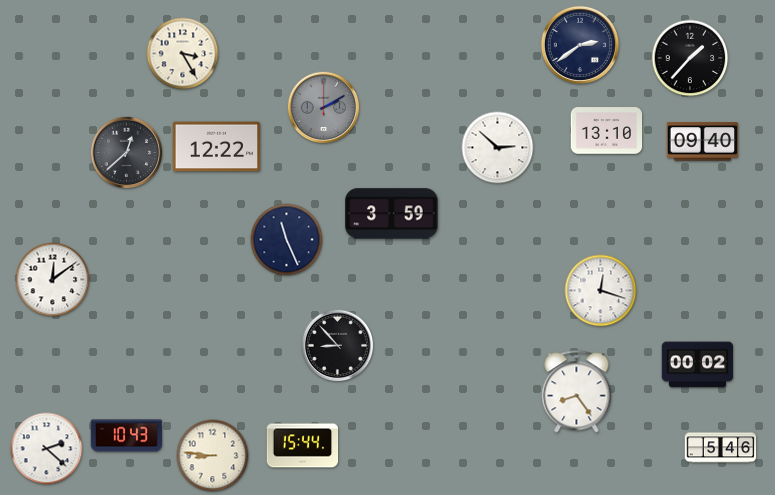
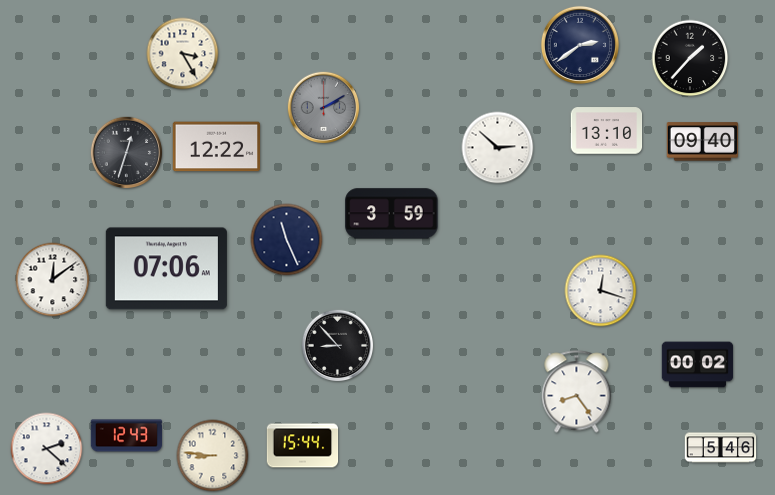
clock at (127, 153): 12:38 -> 12:33
clock at (166, 269): none -> 07:06
clock at (127, 436): 10:43 -> 12:43
